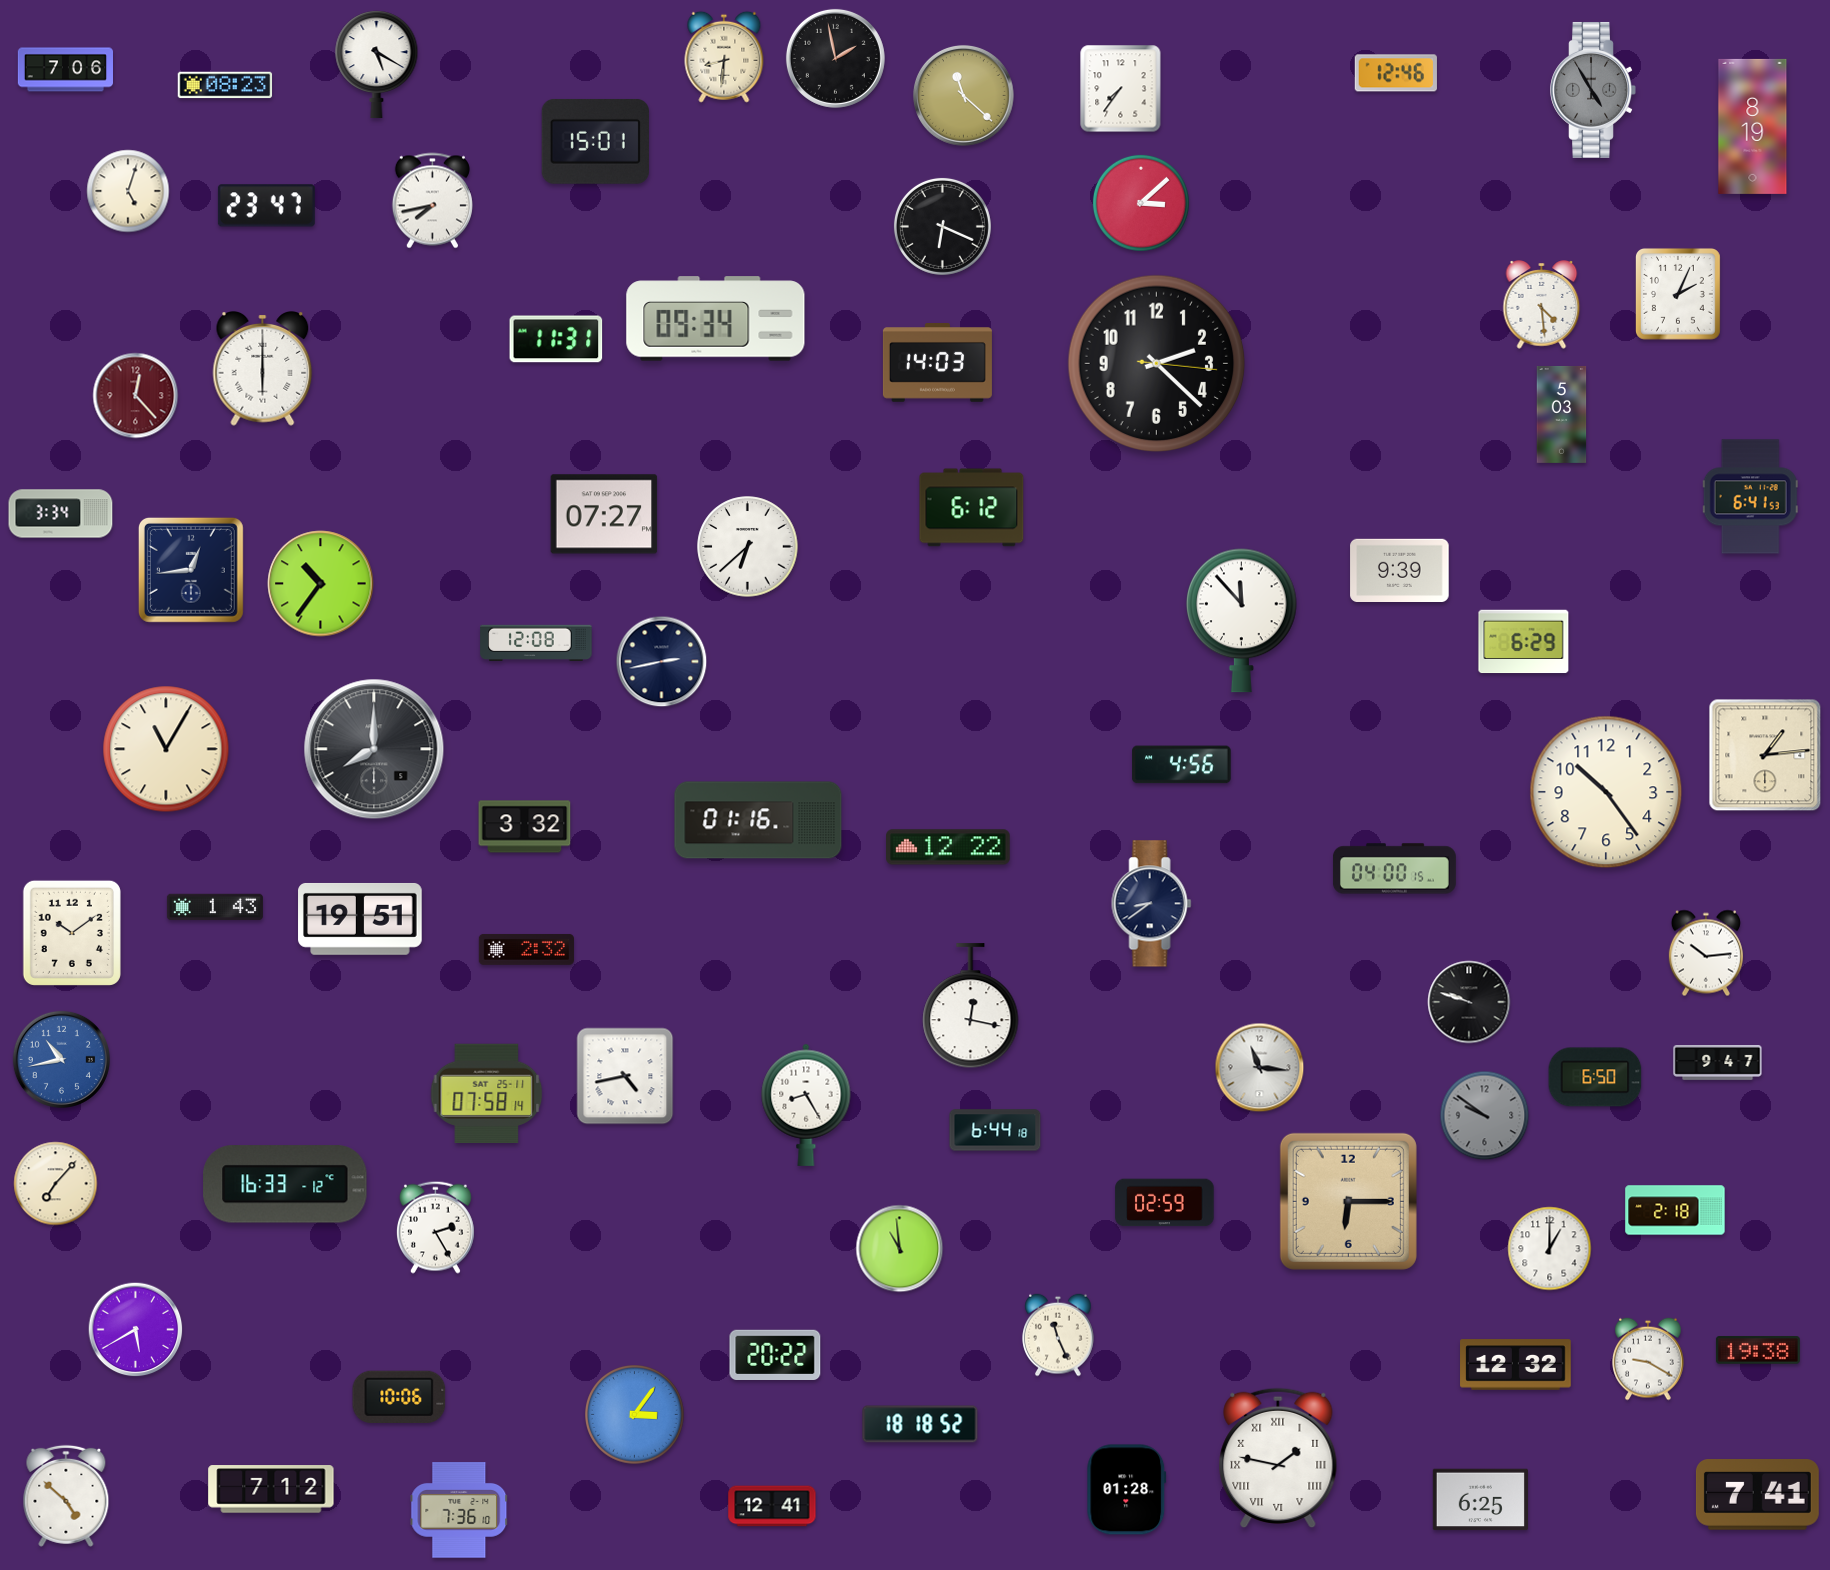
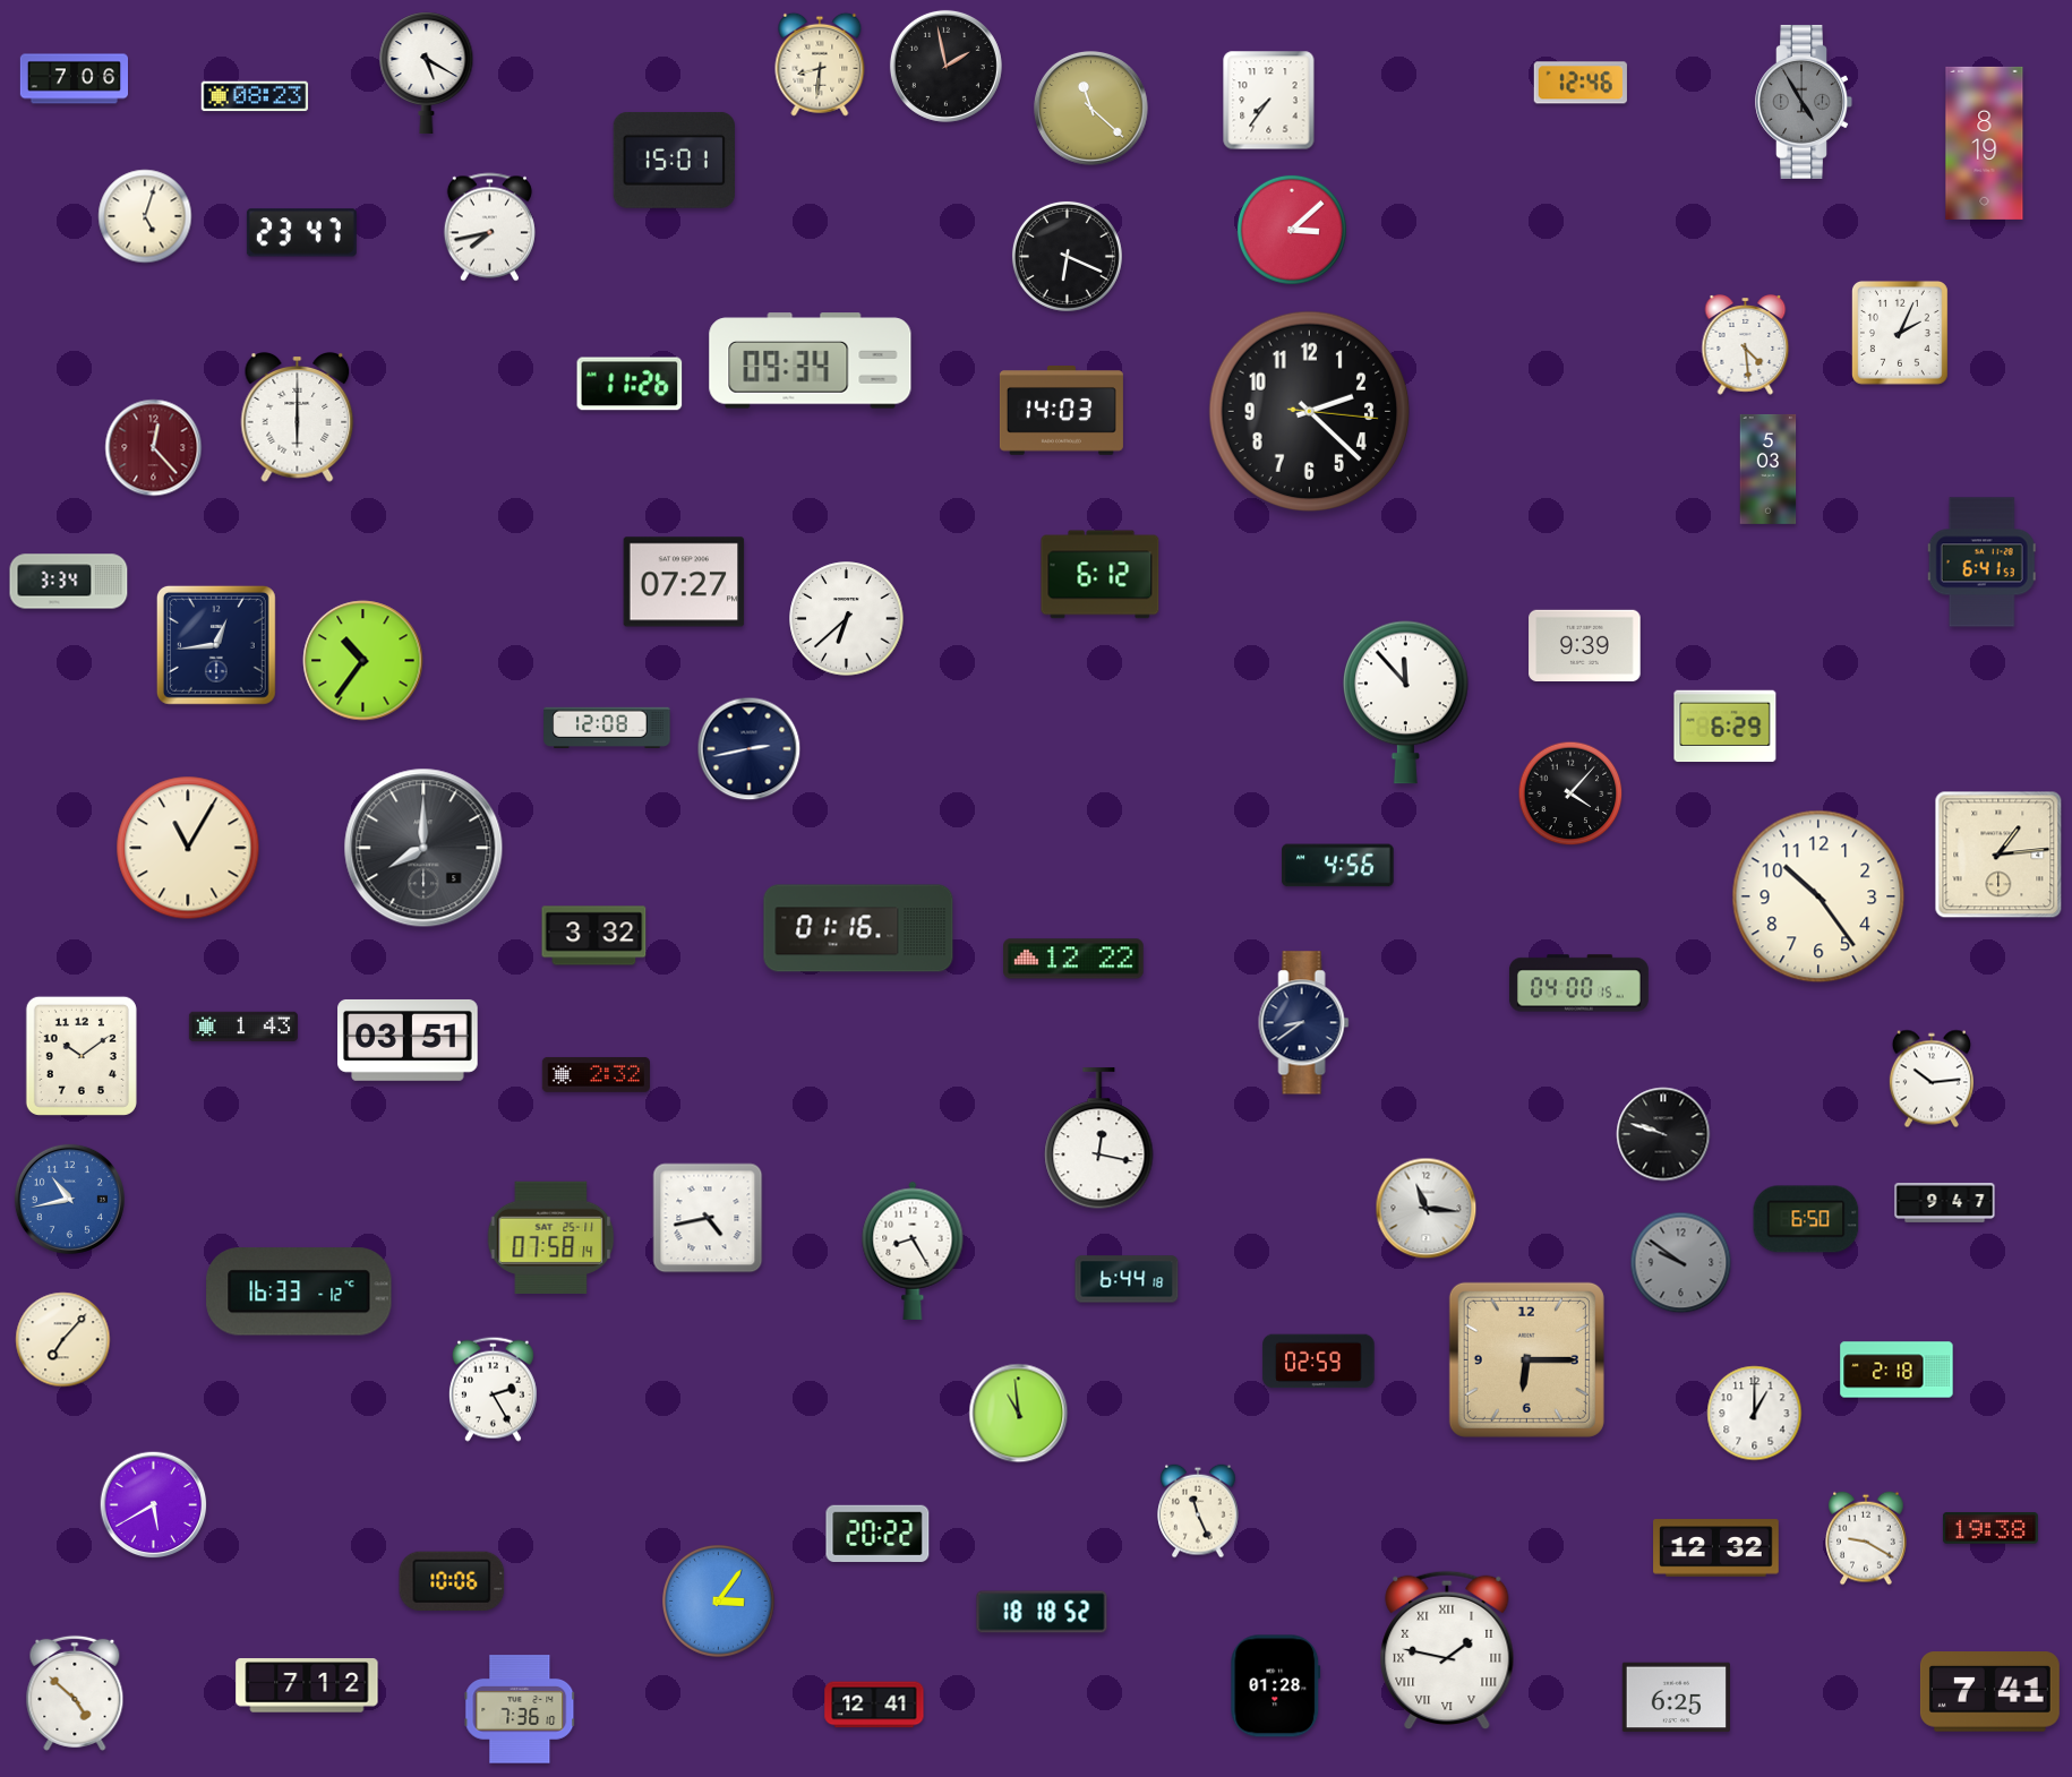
clock at (556, 339): 11:31 -> 11:26
clock at (1570, 793): none -> 4:07
clock at (360, 919): 19:51 -> 03:51
clock at (285, 1184) position: (285, 1184) -> (299, 1291)
clock at (1516, 1365) position: (1516, 1365) -> (1716, 1548)
